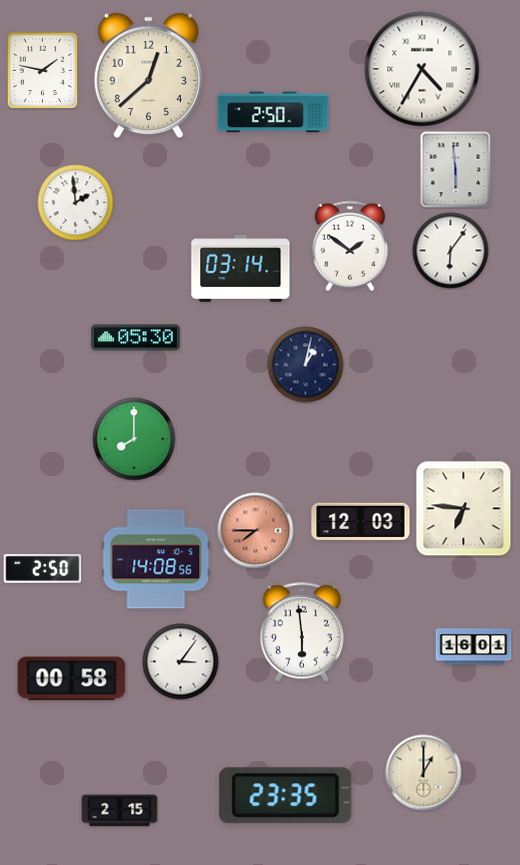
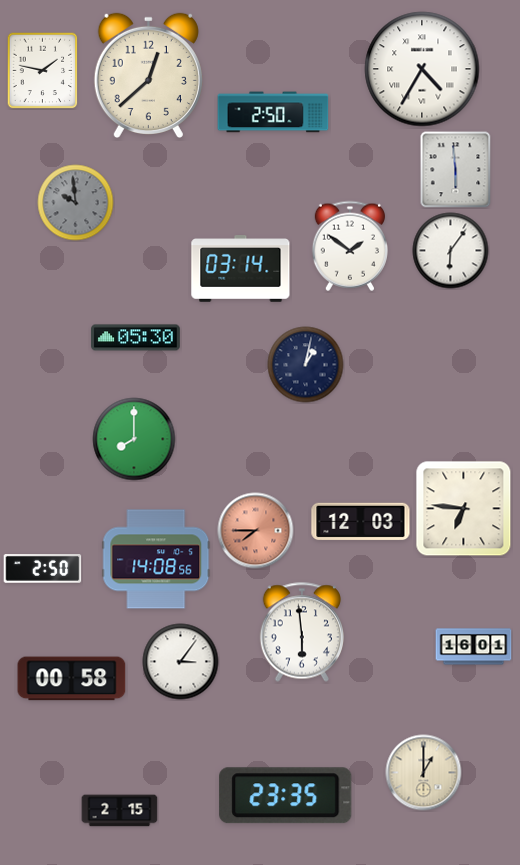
clock at (76, 203): 1:59 -> 9:59
clock at (76, 203) dial: white -> grey
